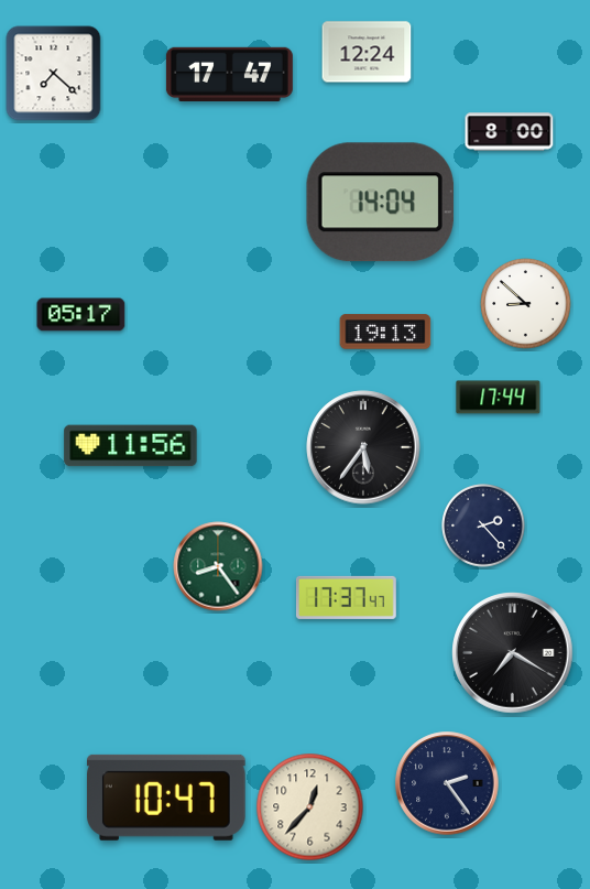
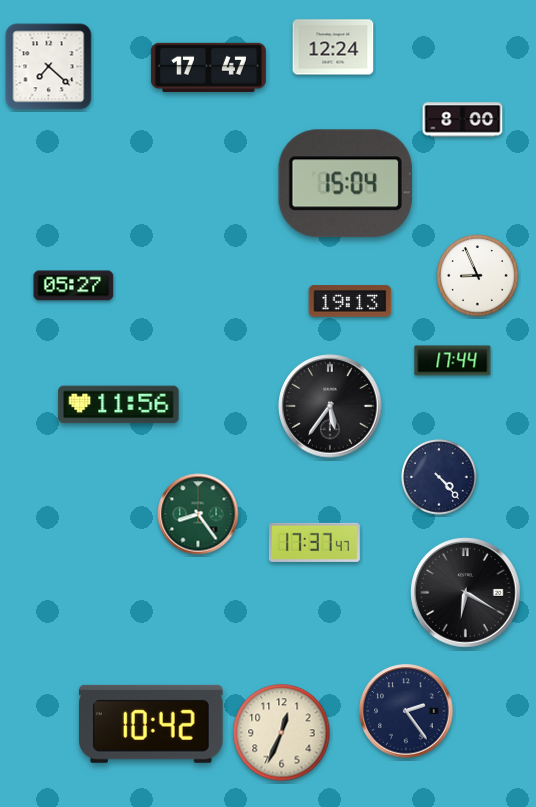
clock at (380, 203): 14:04 -> 15:04
clock at (526, 304): 8:52 -> 8:56
clock at (81, 315): 05:17 -> 05:27
clock at (483, 525): 2:23 -> 4:23
clock at (513, 653): 7:20 -> 6:20
clock at (166, 798): 10:47 -> 10:42
clock at (310, 807): 12:37 -> 12:34
